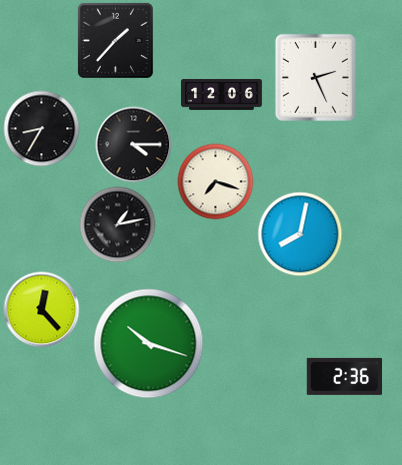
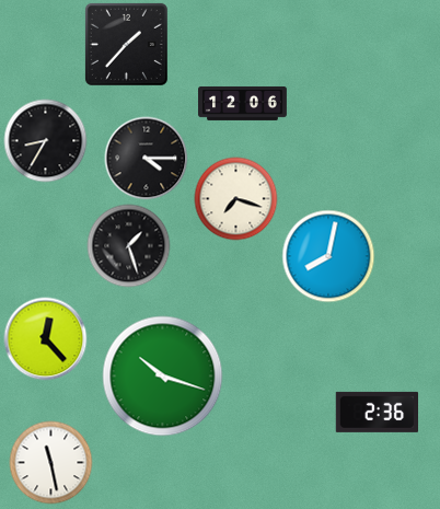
clock at (315, 77): 2:26 -> none
clock at (118, 225): 1:13 -> 1:27
clock at (51, 463): none -> 11:28
